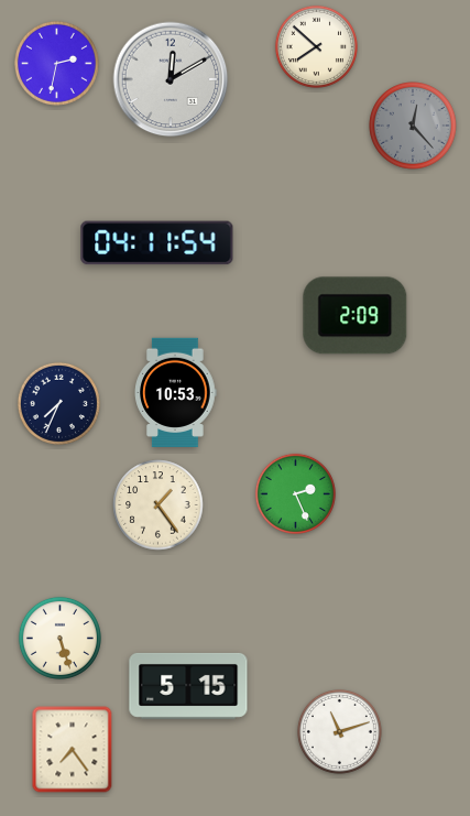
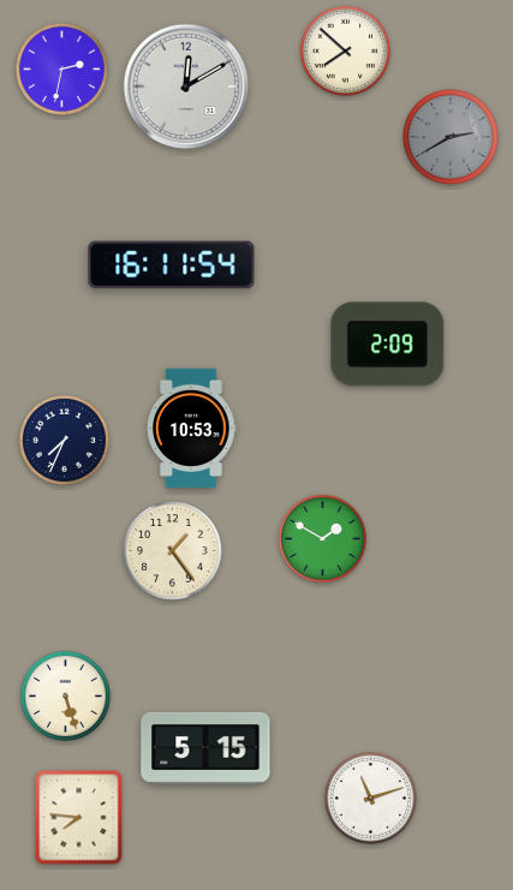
clock at (413, 126): 12:23 -> 2:40
clock at (157, 243): 04:11 -> 16:11
clock at (295, 493): 2:26 -> 1:50
clock at (73, 750): 7:24 -> 7:46
